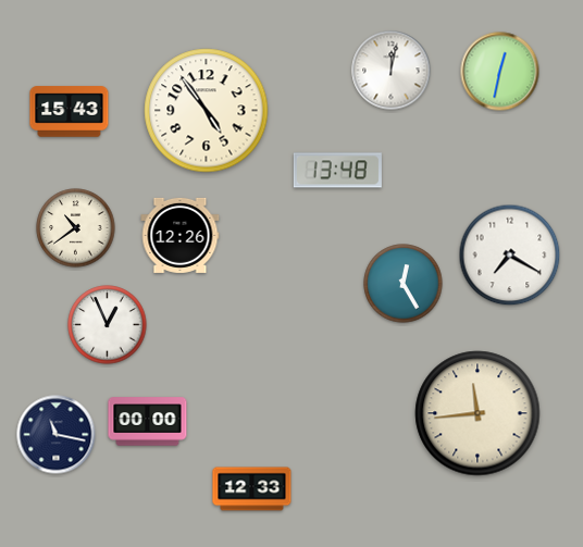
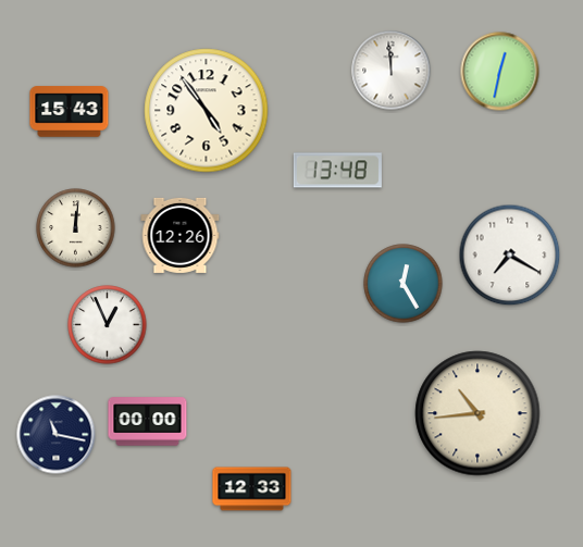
clock at (392, 71): 12:02 -> 11:59
clock at (76, 228): 10:39 -> 12:01
clock at (477, 413): 11:44 -> 10:44
